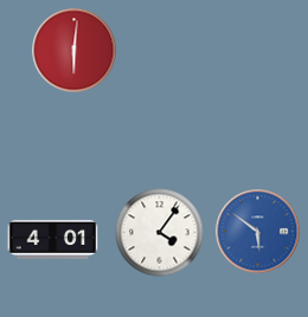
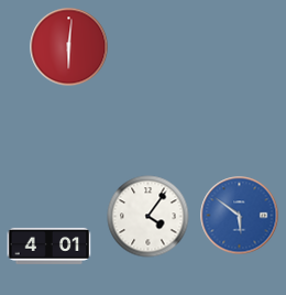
clock at (53, 239) position: (53, 239) -> (50, 245)
